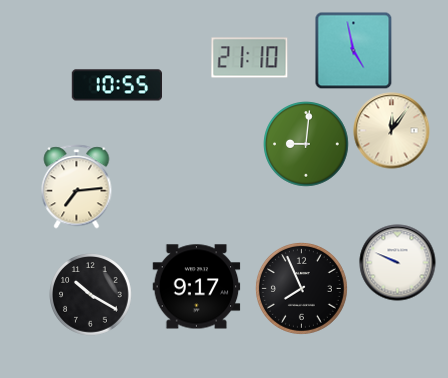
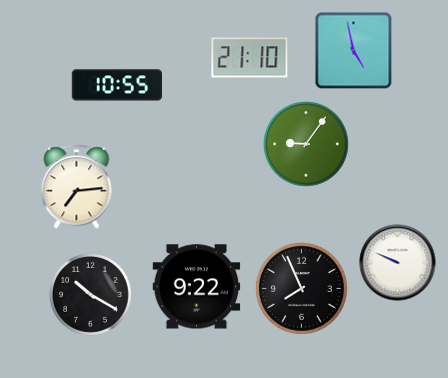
clock at (392, 131): 12:06 -> none
clock at (307, 145): 9:01 -> 9:06
clock at (197, 287): 9:17 -> 9:22
